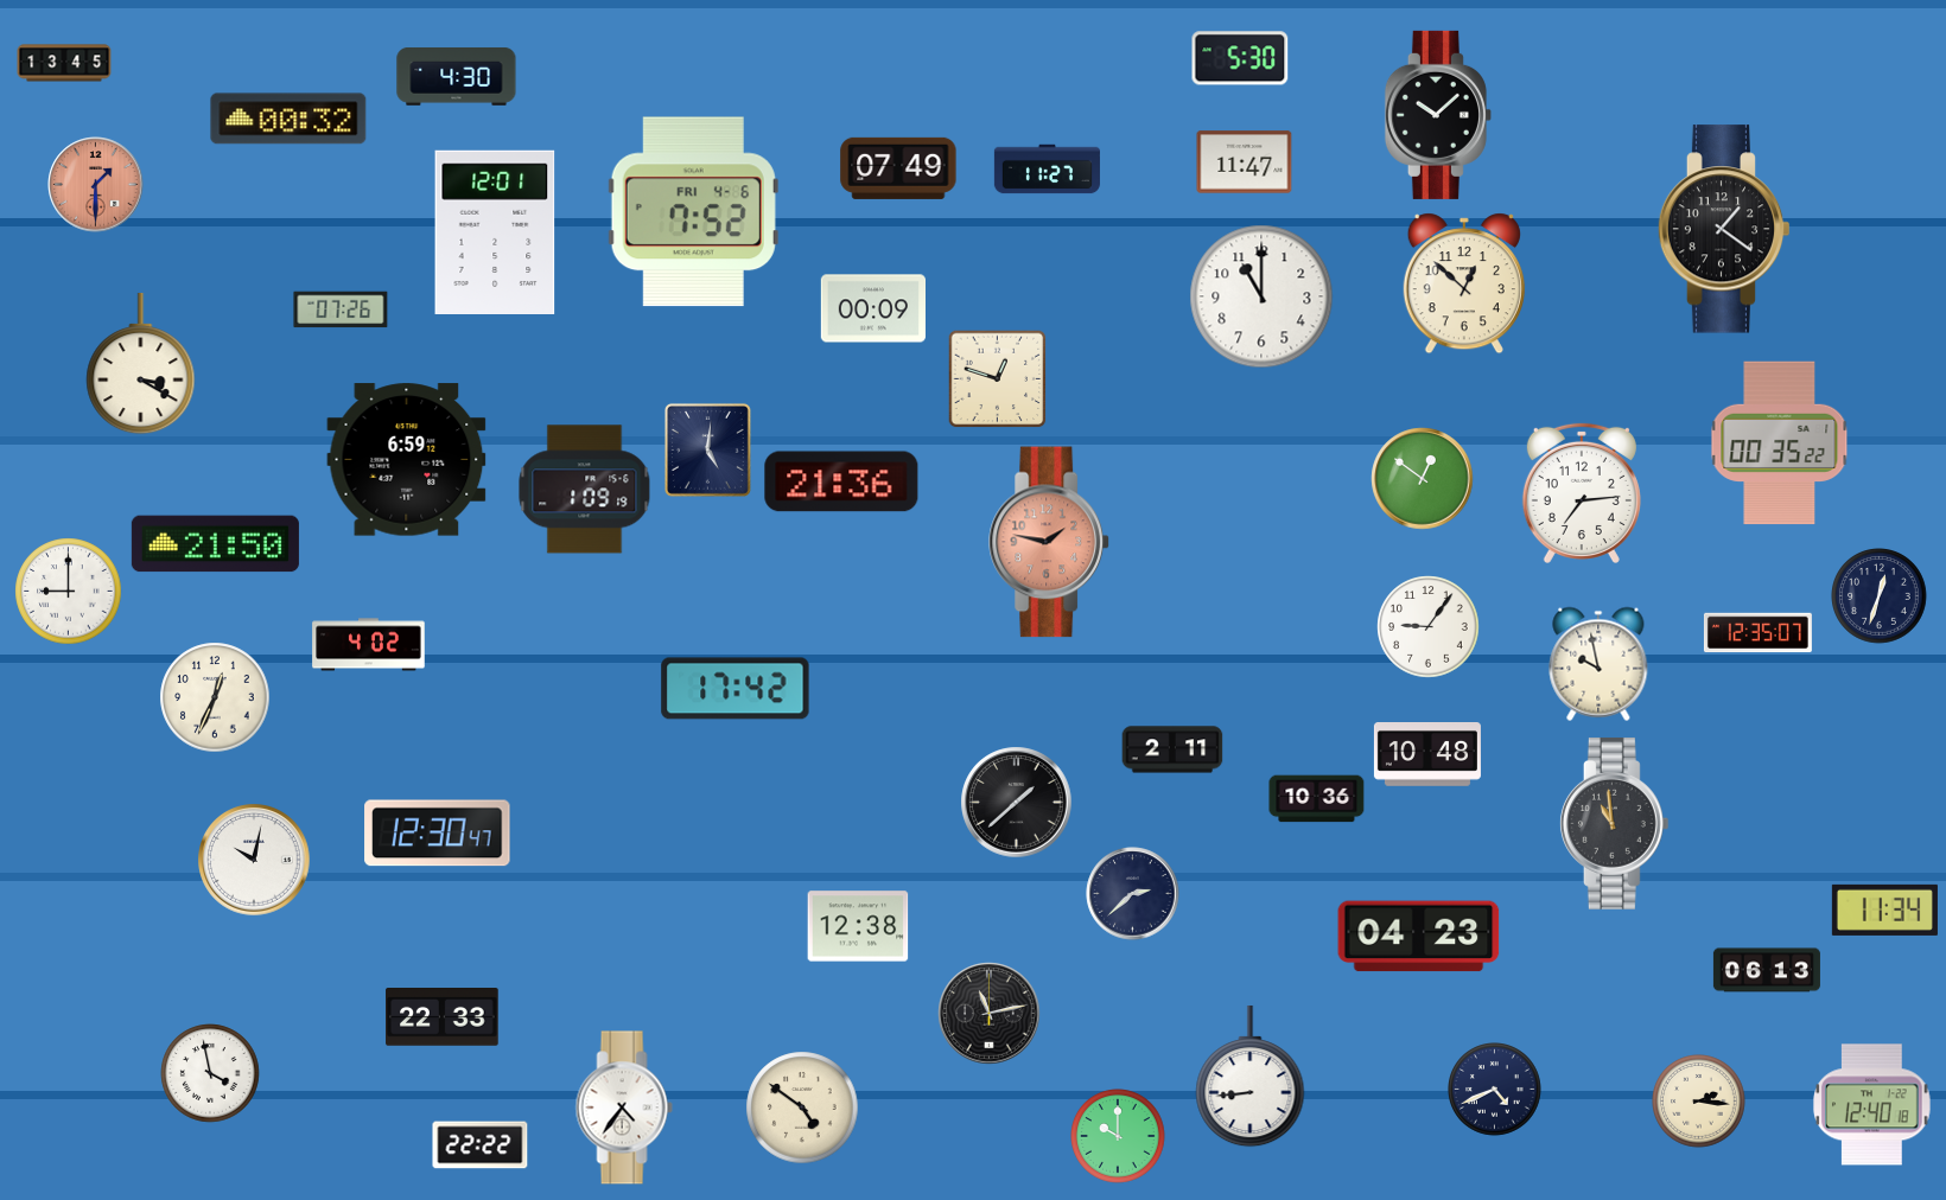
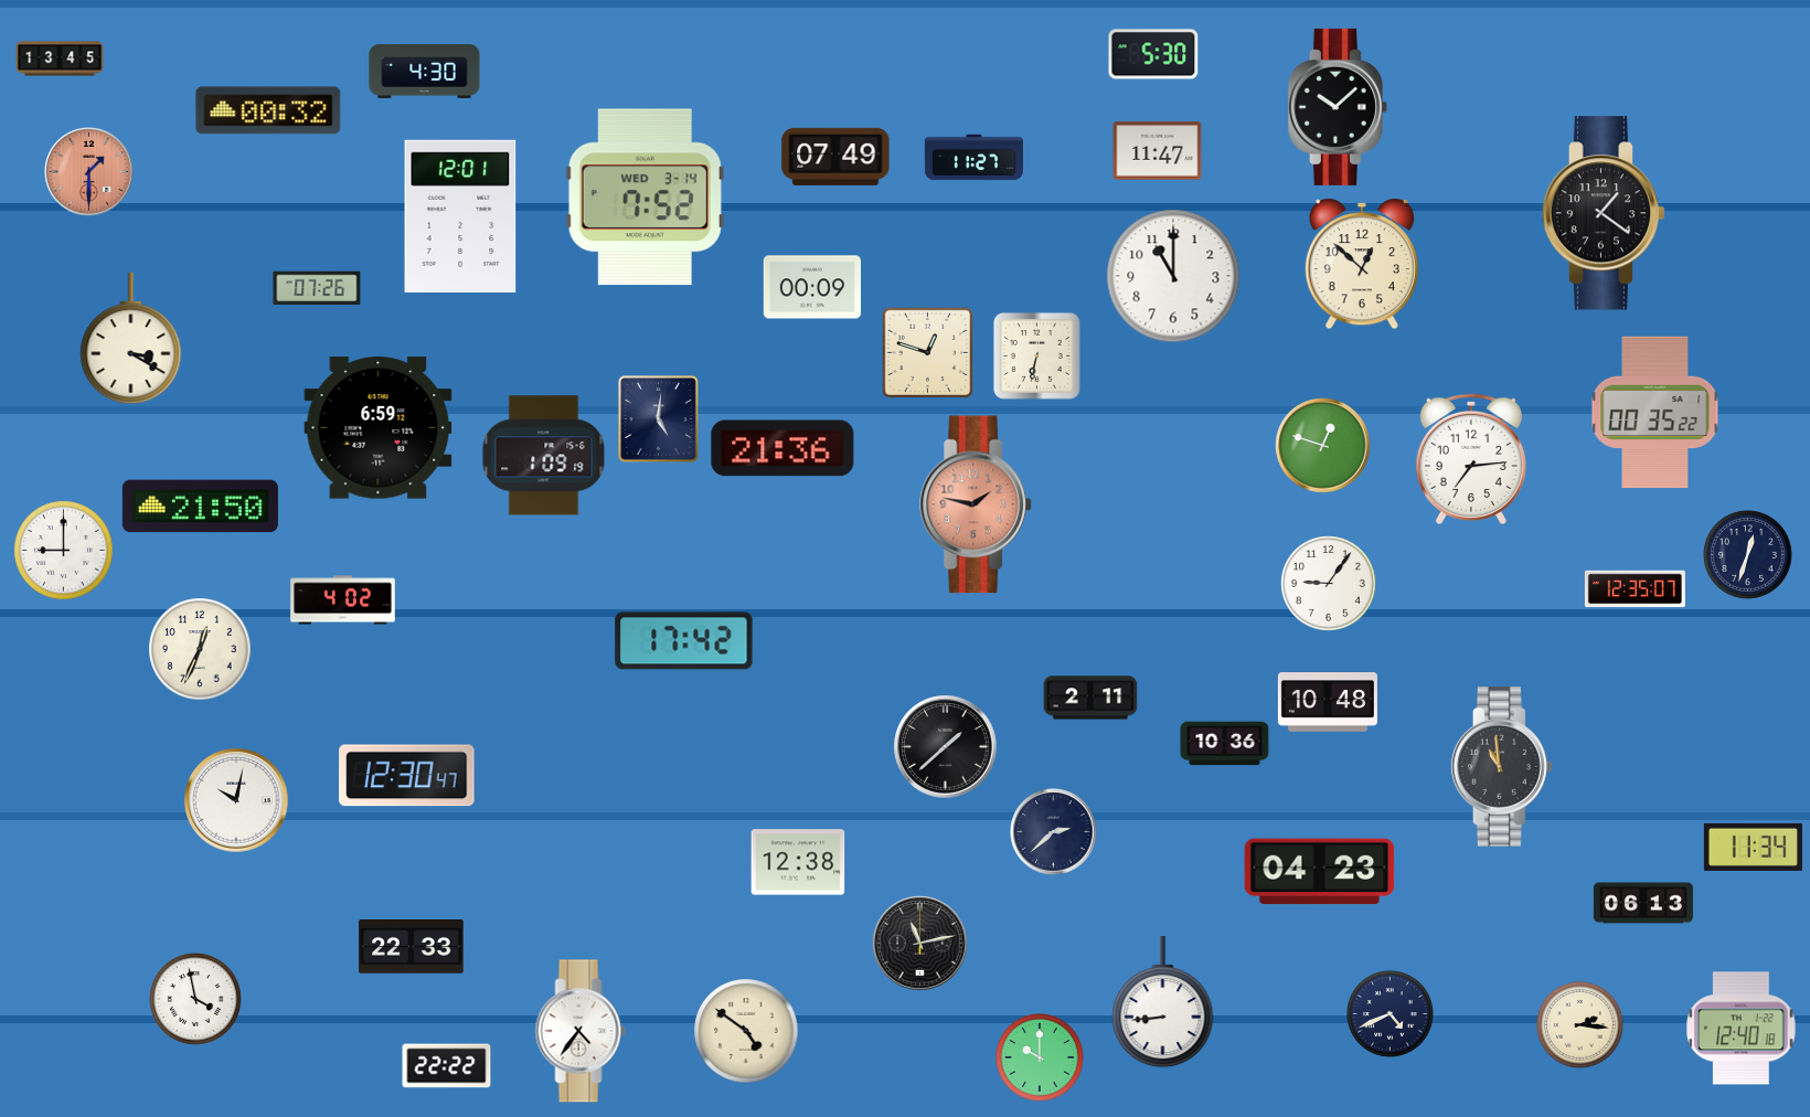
clock at (693, 212) date: FRI 4-6 -> WED 3-14
clock at (1036, 355): none -> 6:32
clock at (1423, 479): 12:51 -> 12:48
clock at (1598, 664): 9:58 -> none
